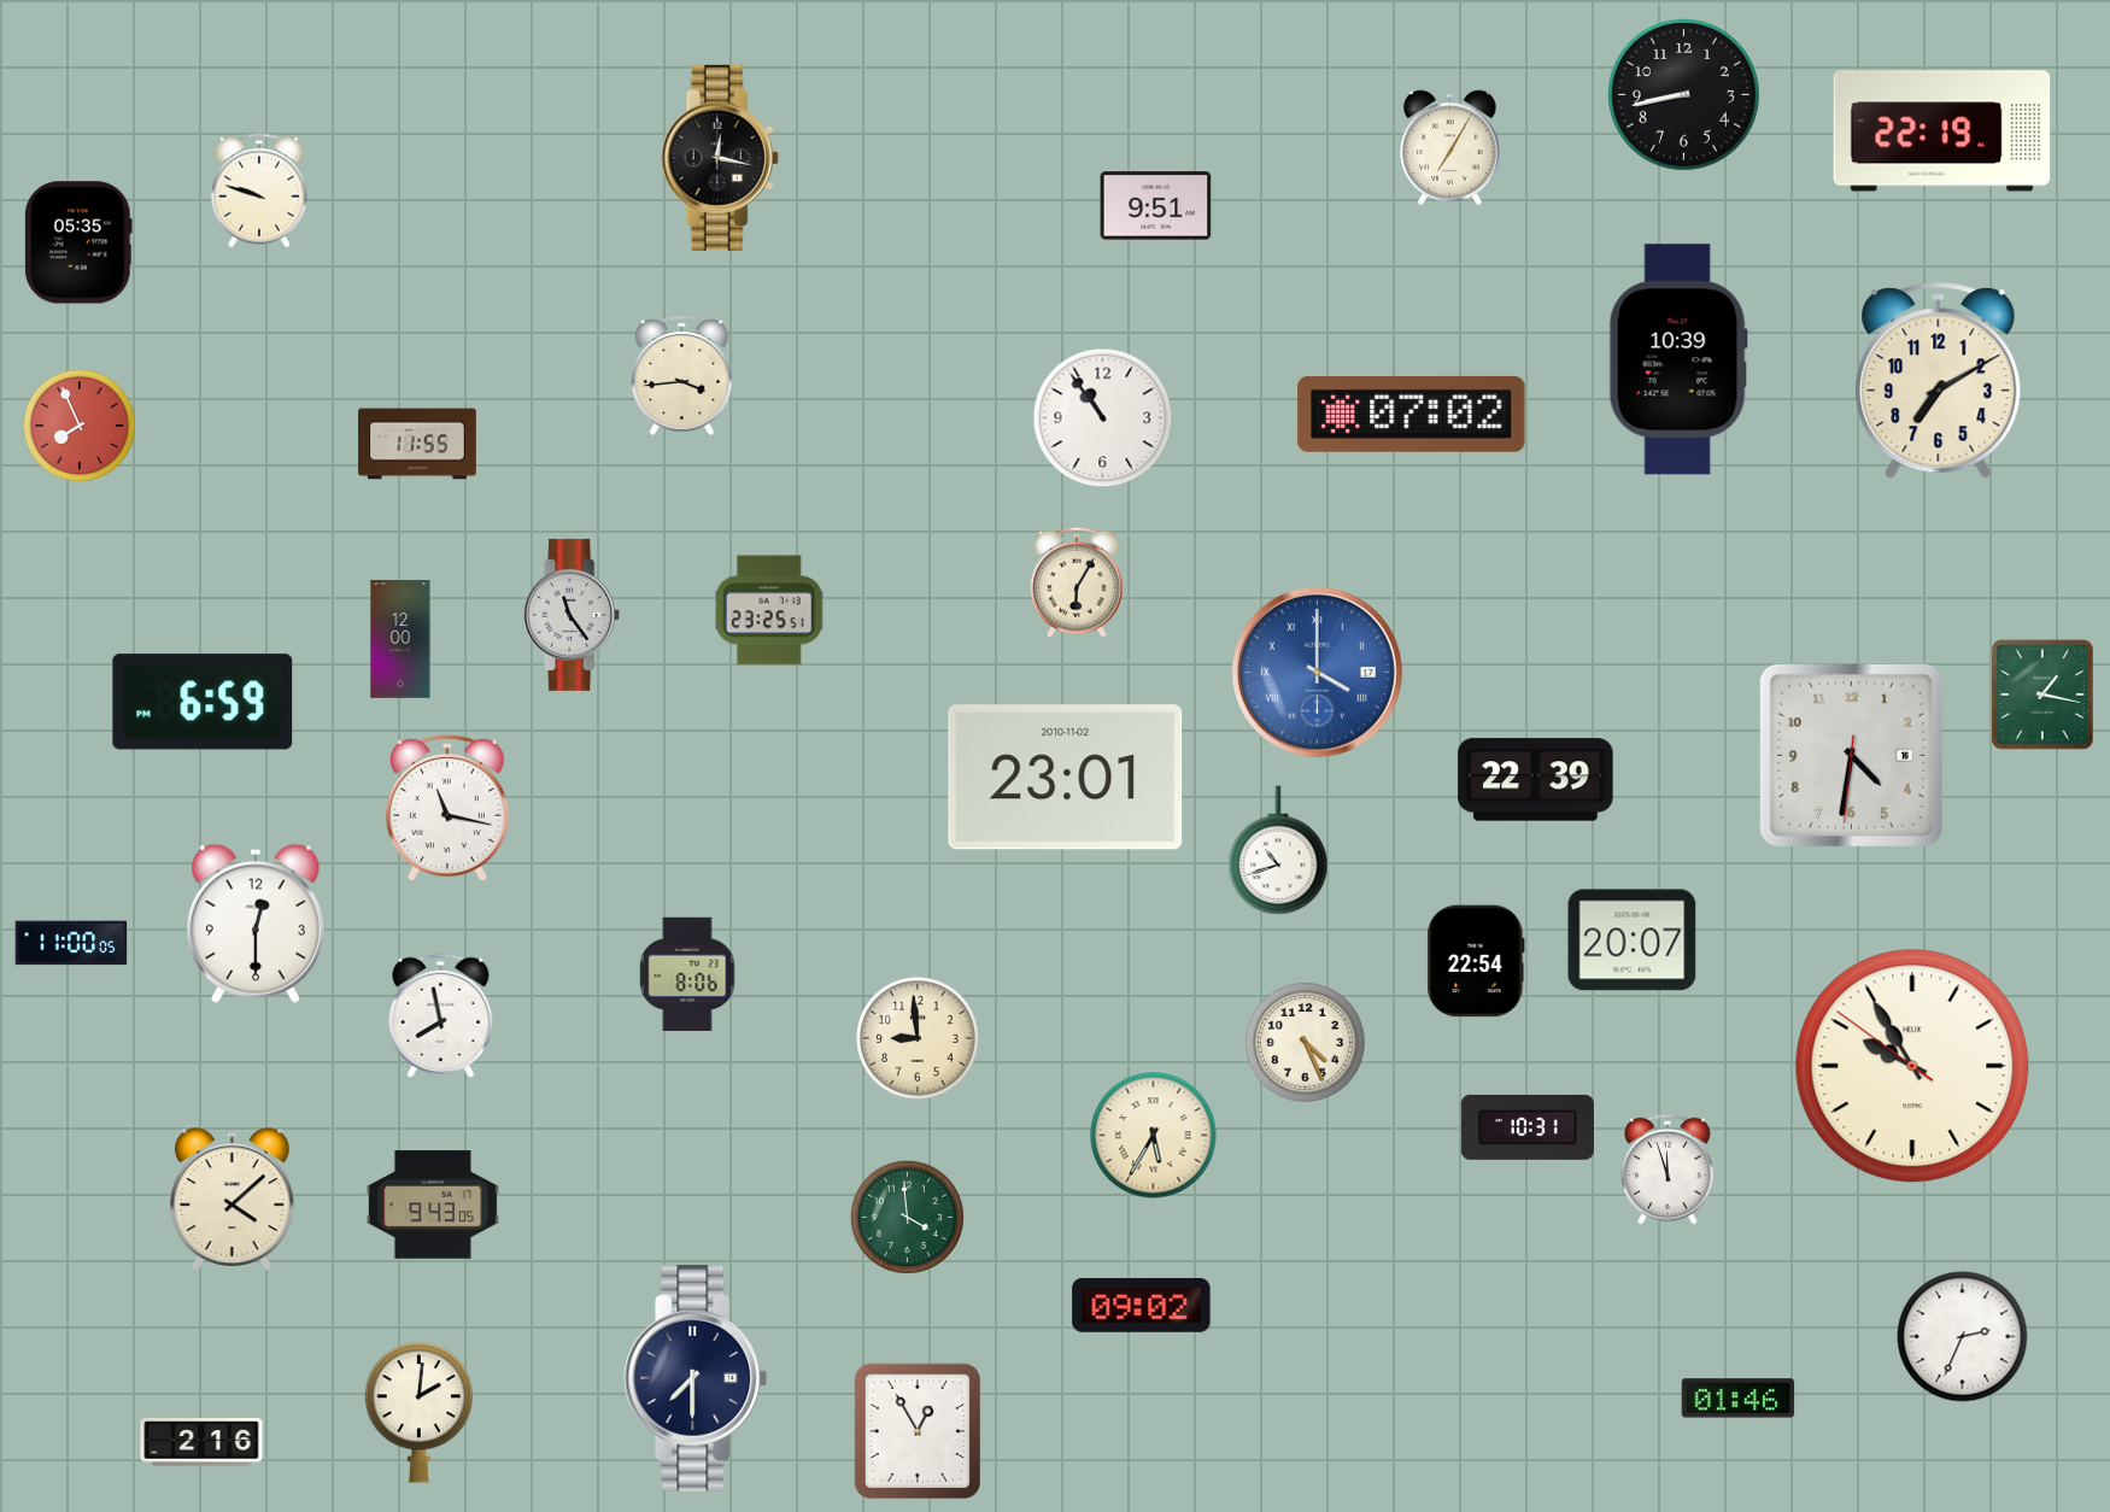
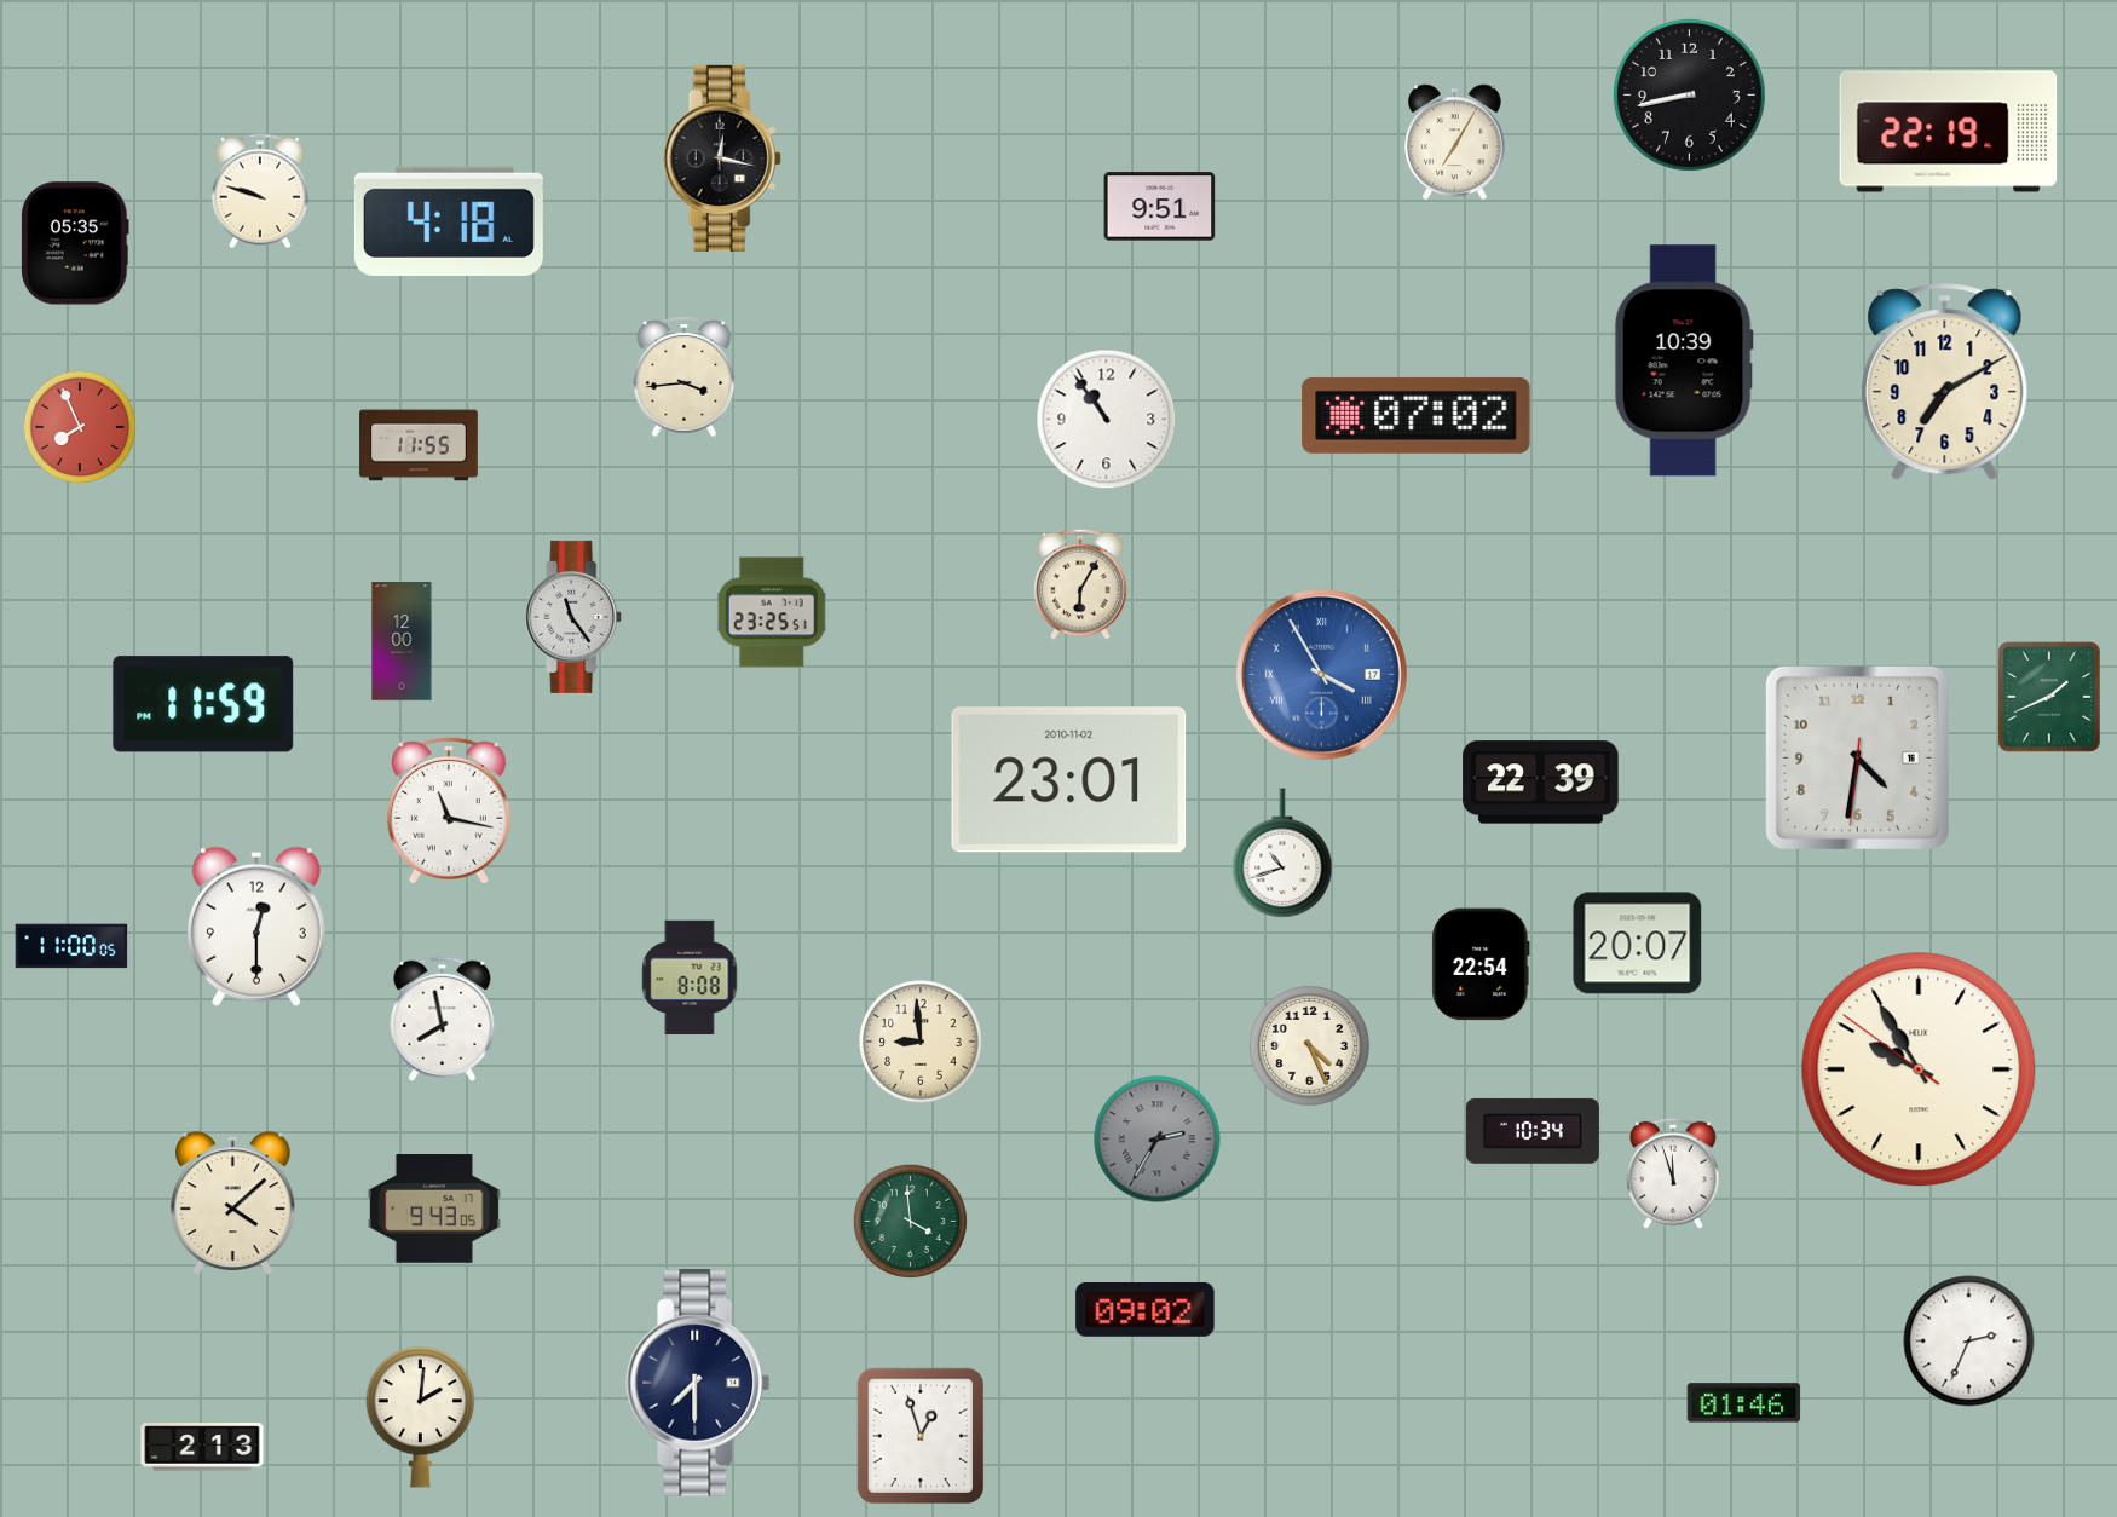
clock at (1450, 148) position: (1450, 148) -> (1455, 143)
clock at (449, 221): none -> 4:18
clock at (78, 242) position: (78, 242) -> (75, 243)
clock at (1317, 672): 4:00 -> 3:55
clock at (2042, 695): 1:17 -> 1:41
clock at (203, 702): 6:59 -> 11:59
clock at (687, 973): 8:06 -> 8:08
clock at (1528, 1127): 10:31 -> 10:34
clock at (1154, 1136): 5:35 -> 2:35
clock at (1154, 1136) dial: cream -> grey
clock at (916, 1430): 12:55 -> 12:57
clock at (201, 1442): 2:16 -> 2:13
